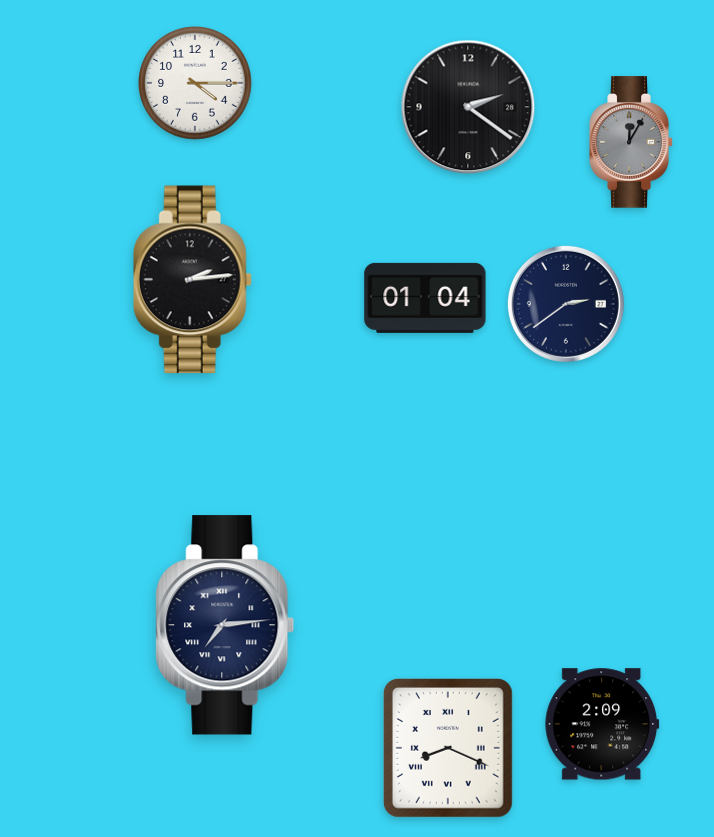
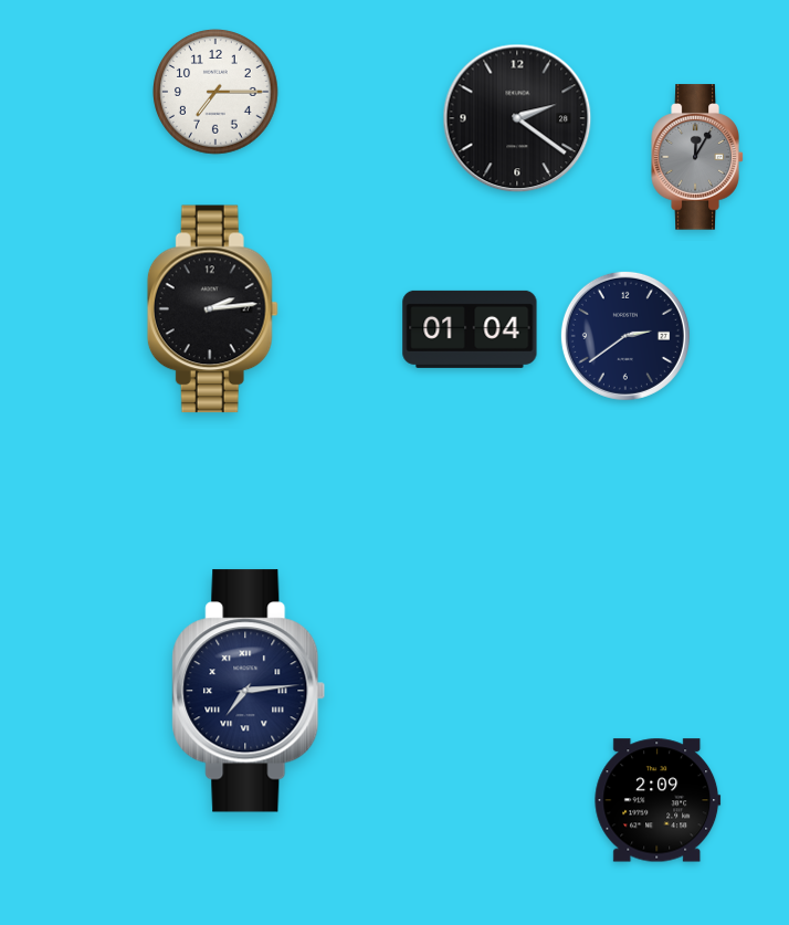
clock at (195, 83): 4:15 -> 7:15
clock at (602, 724) position: (602, 724) -> (657, 800)
clock at (448, 748): 8:19 -> none
